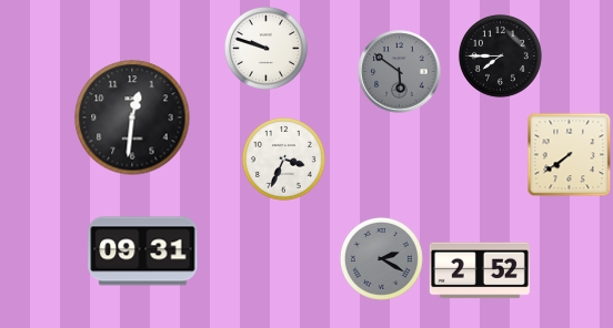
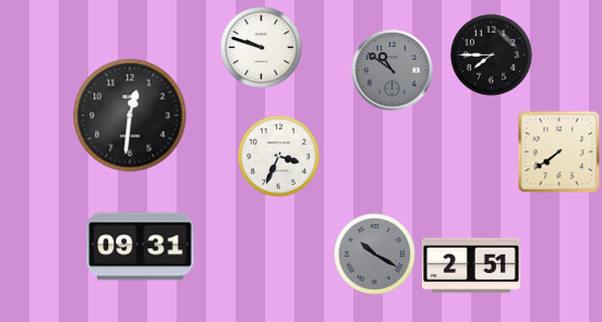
clock at (400, 72): 5:51 -> 10:51
clock at (381, 258): 2:20 -> 10:20
clock at (480, 270): 2:52 -> 2:51
